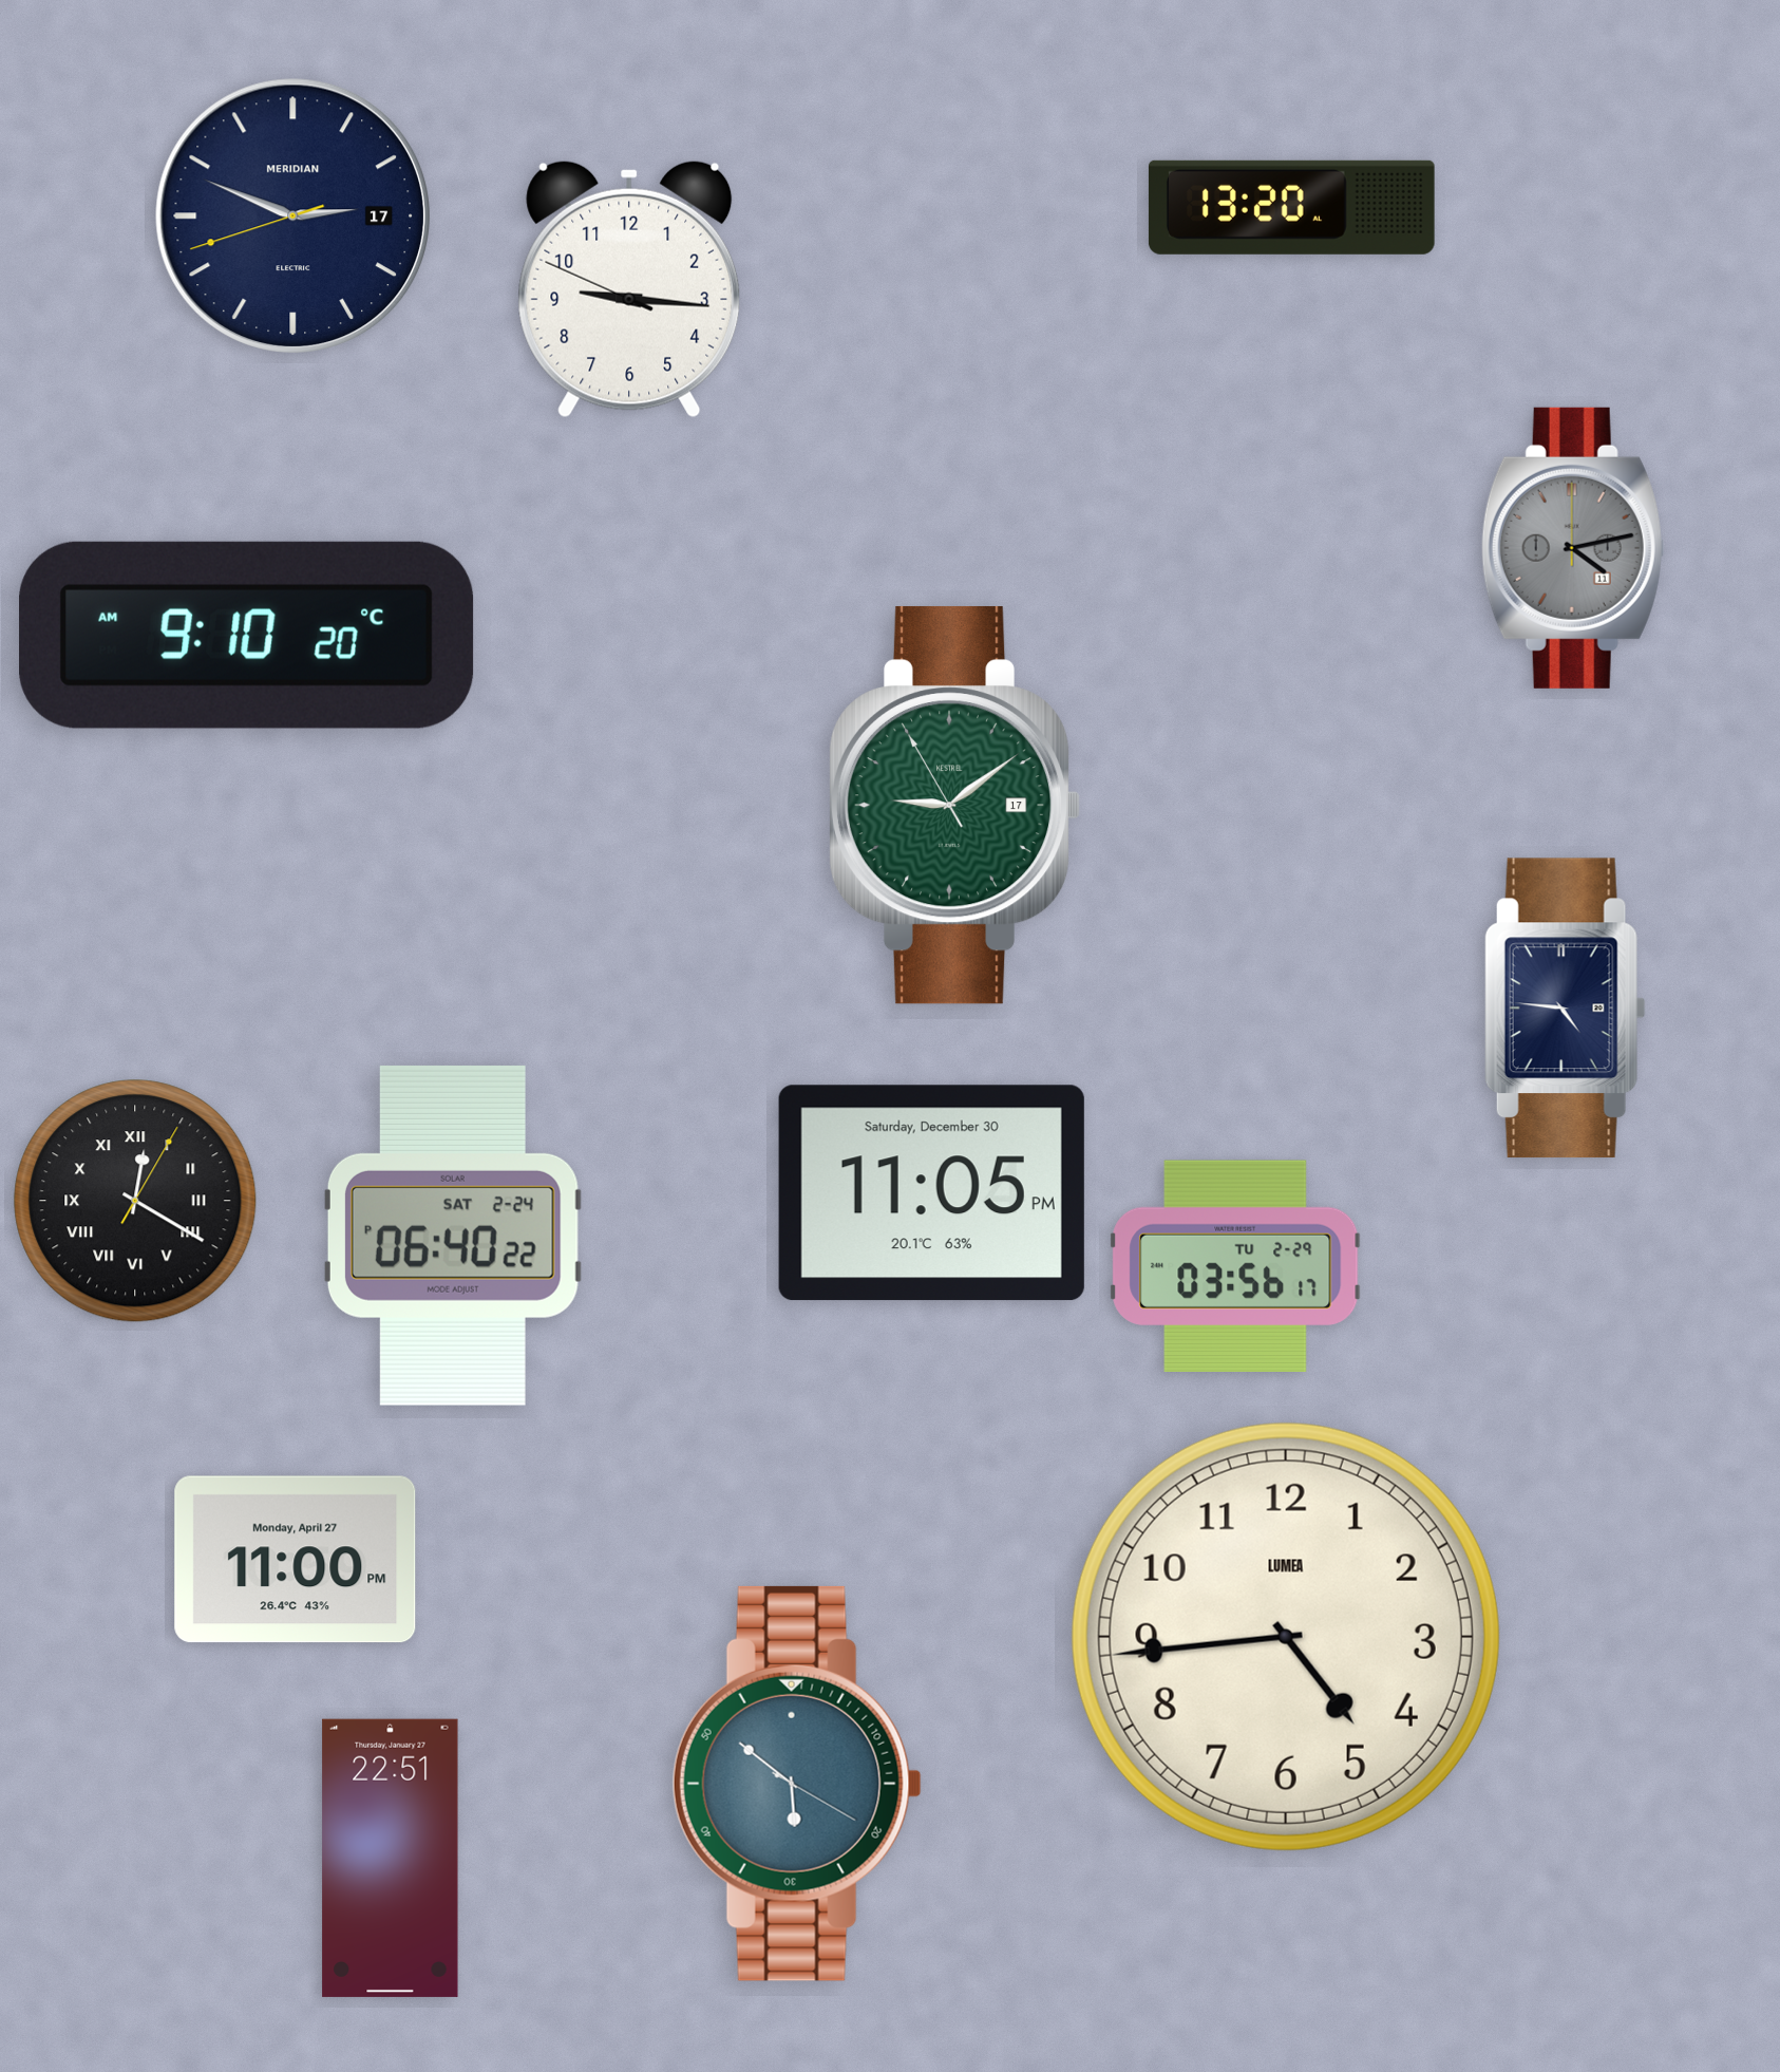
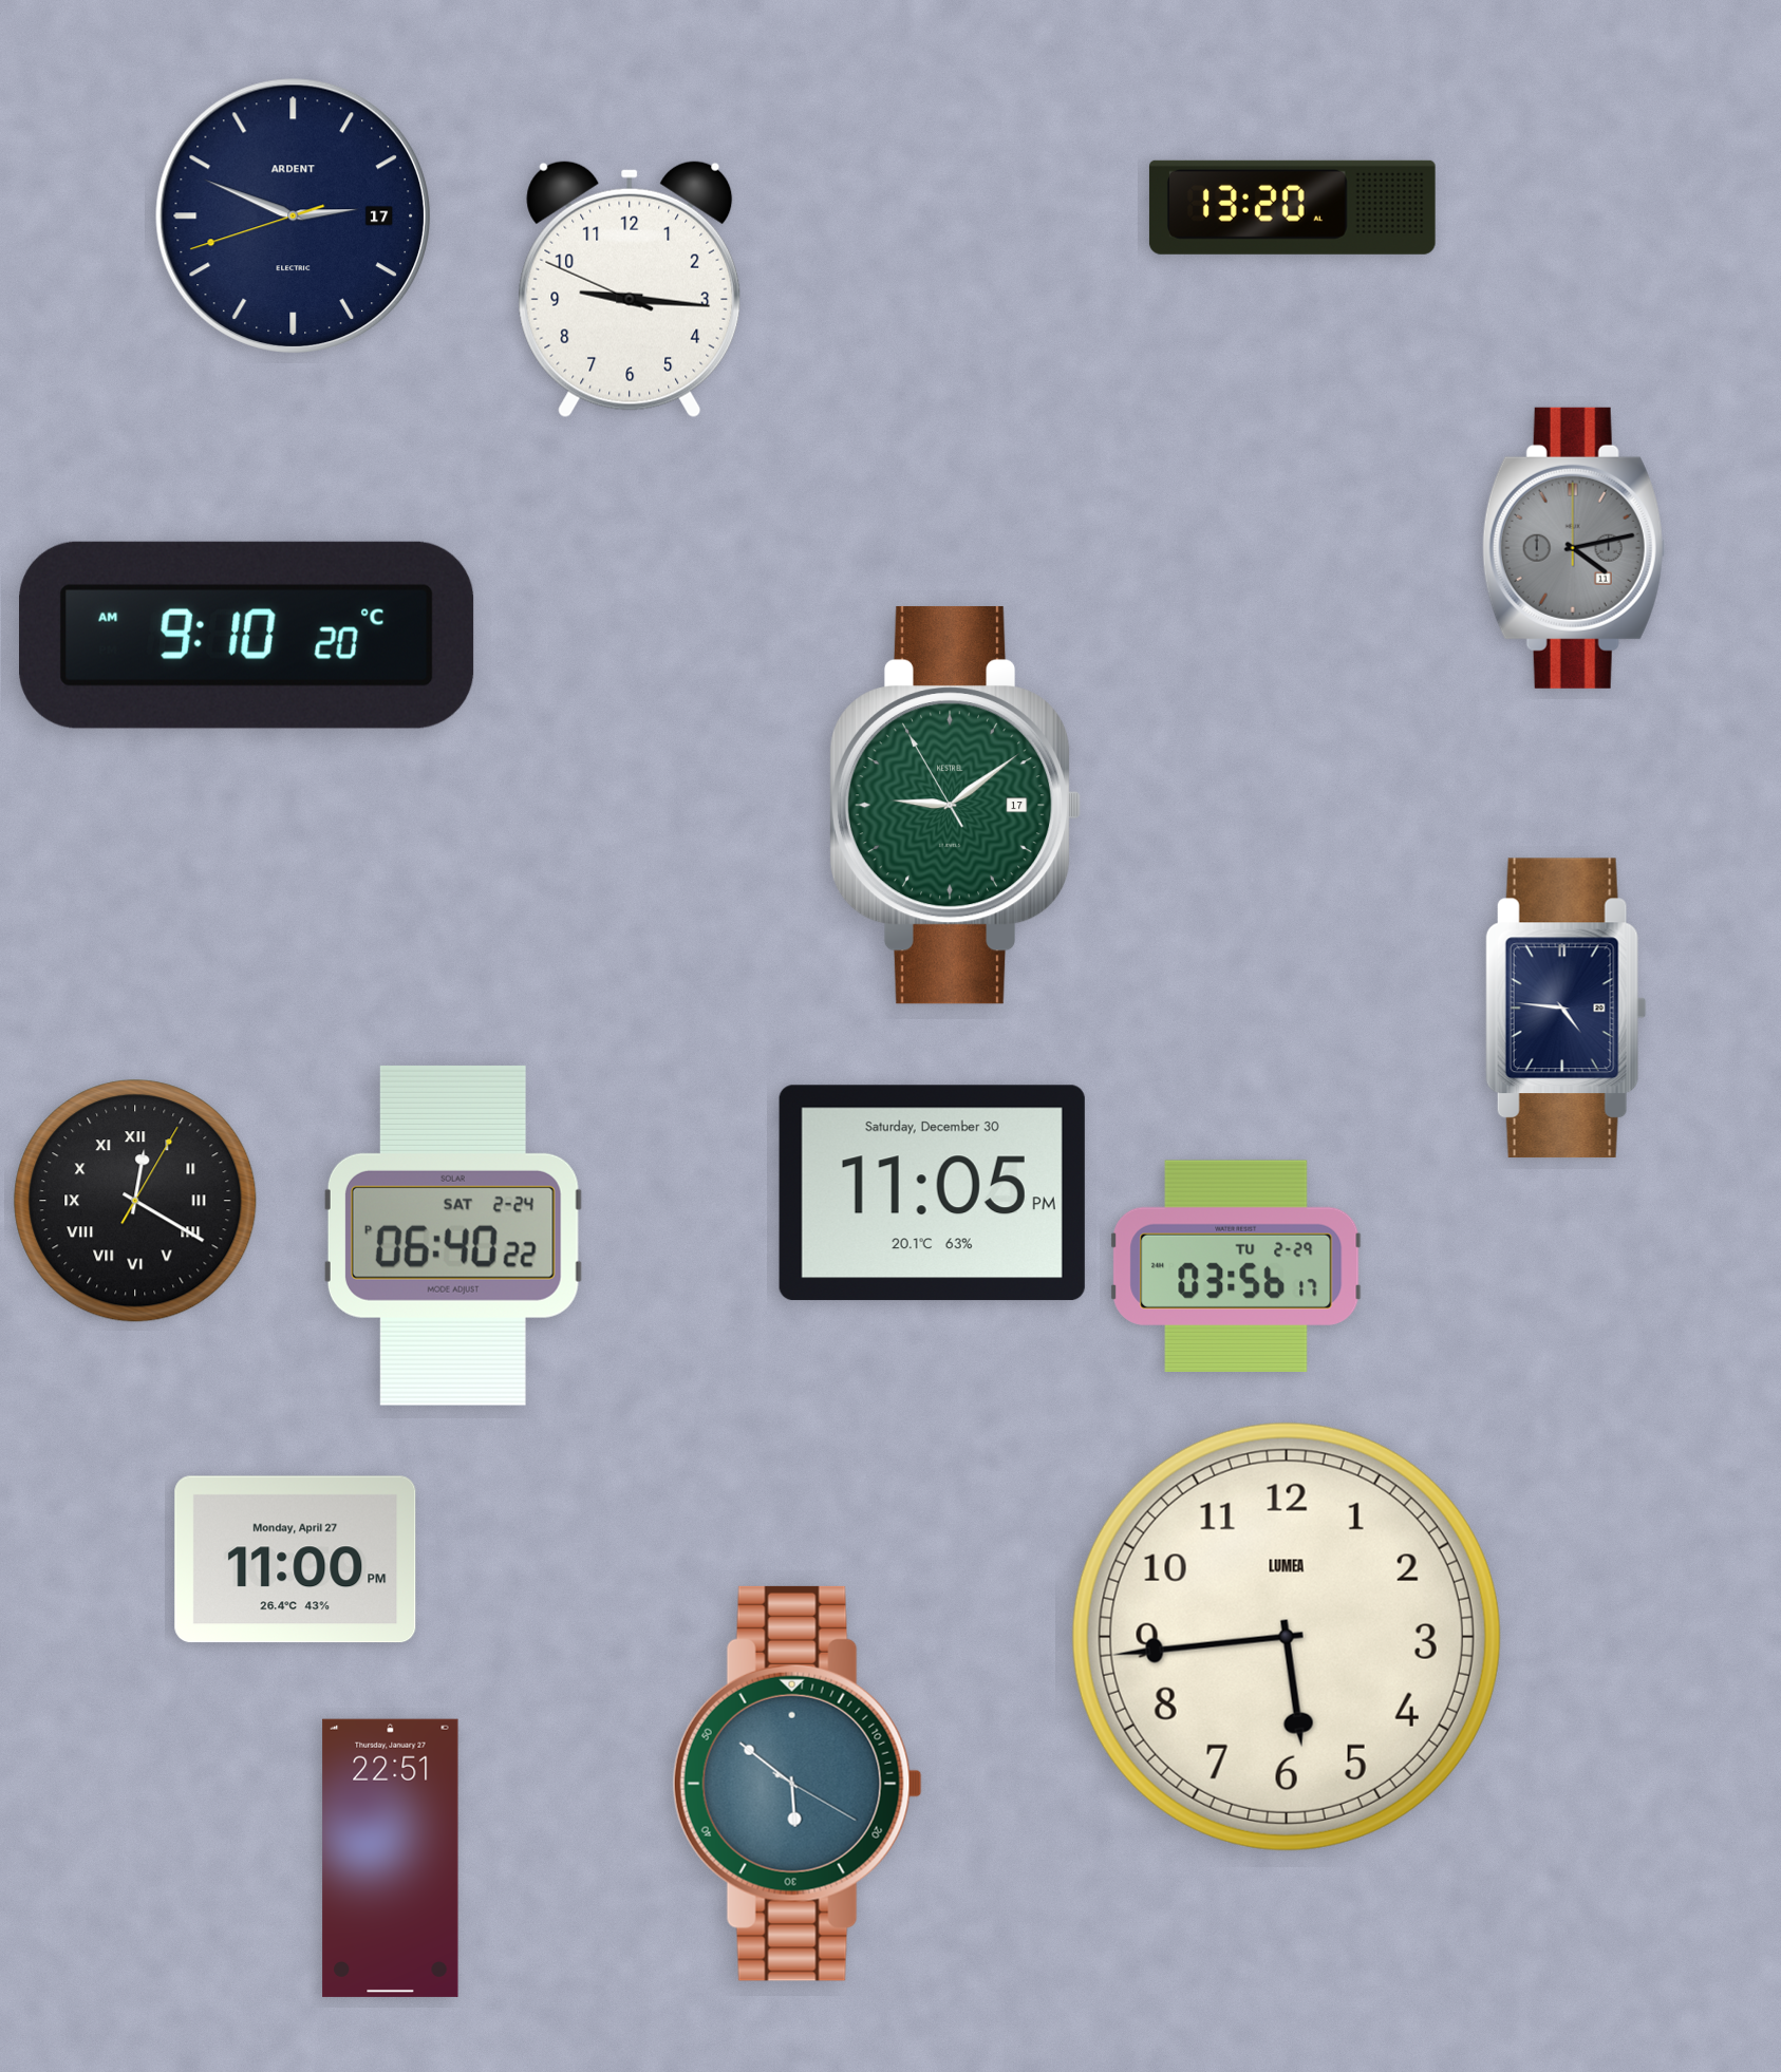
clock at (292, 215) brand: MERIDIAN -> ARDENT
clock at (1286, 1637): 4:44 -> 5:44
